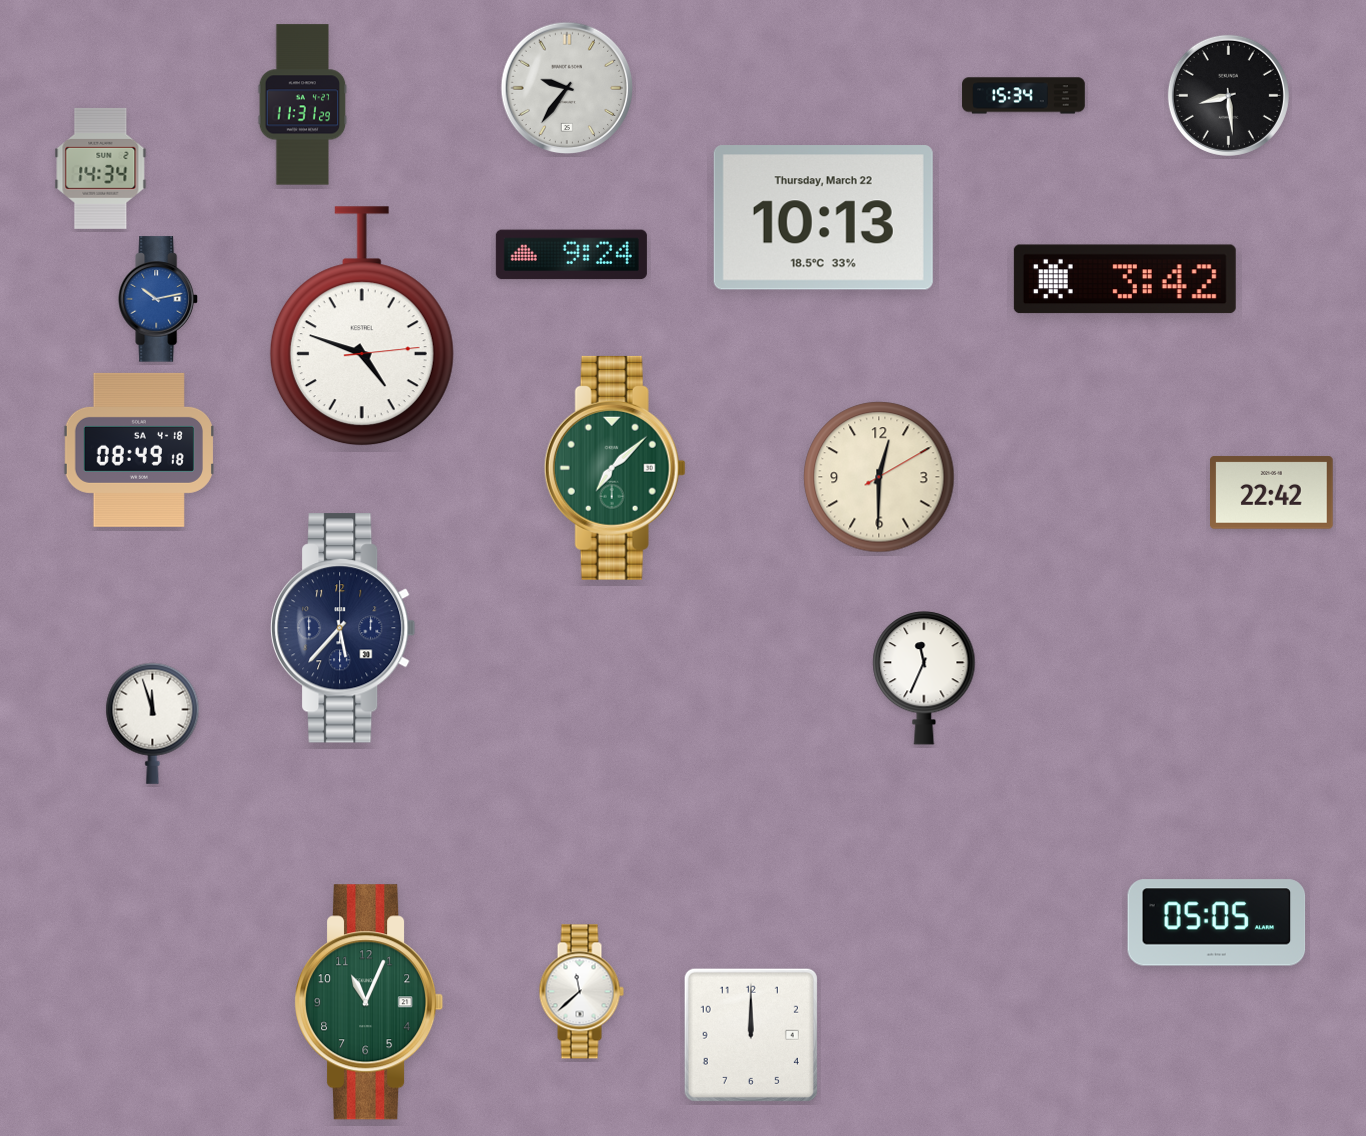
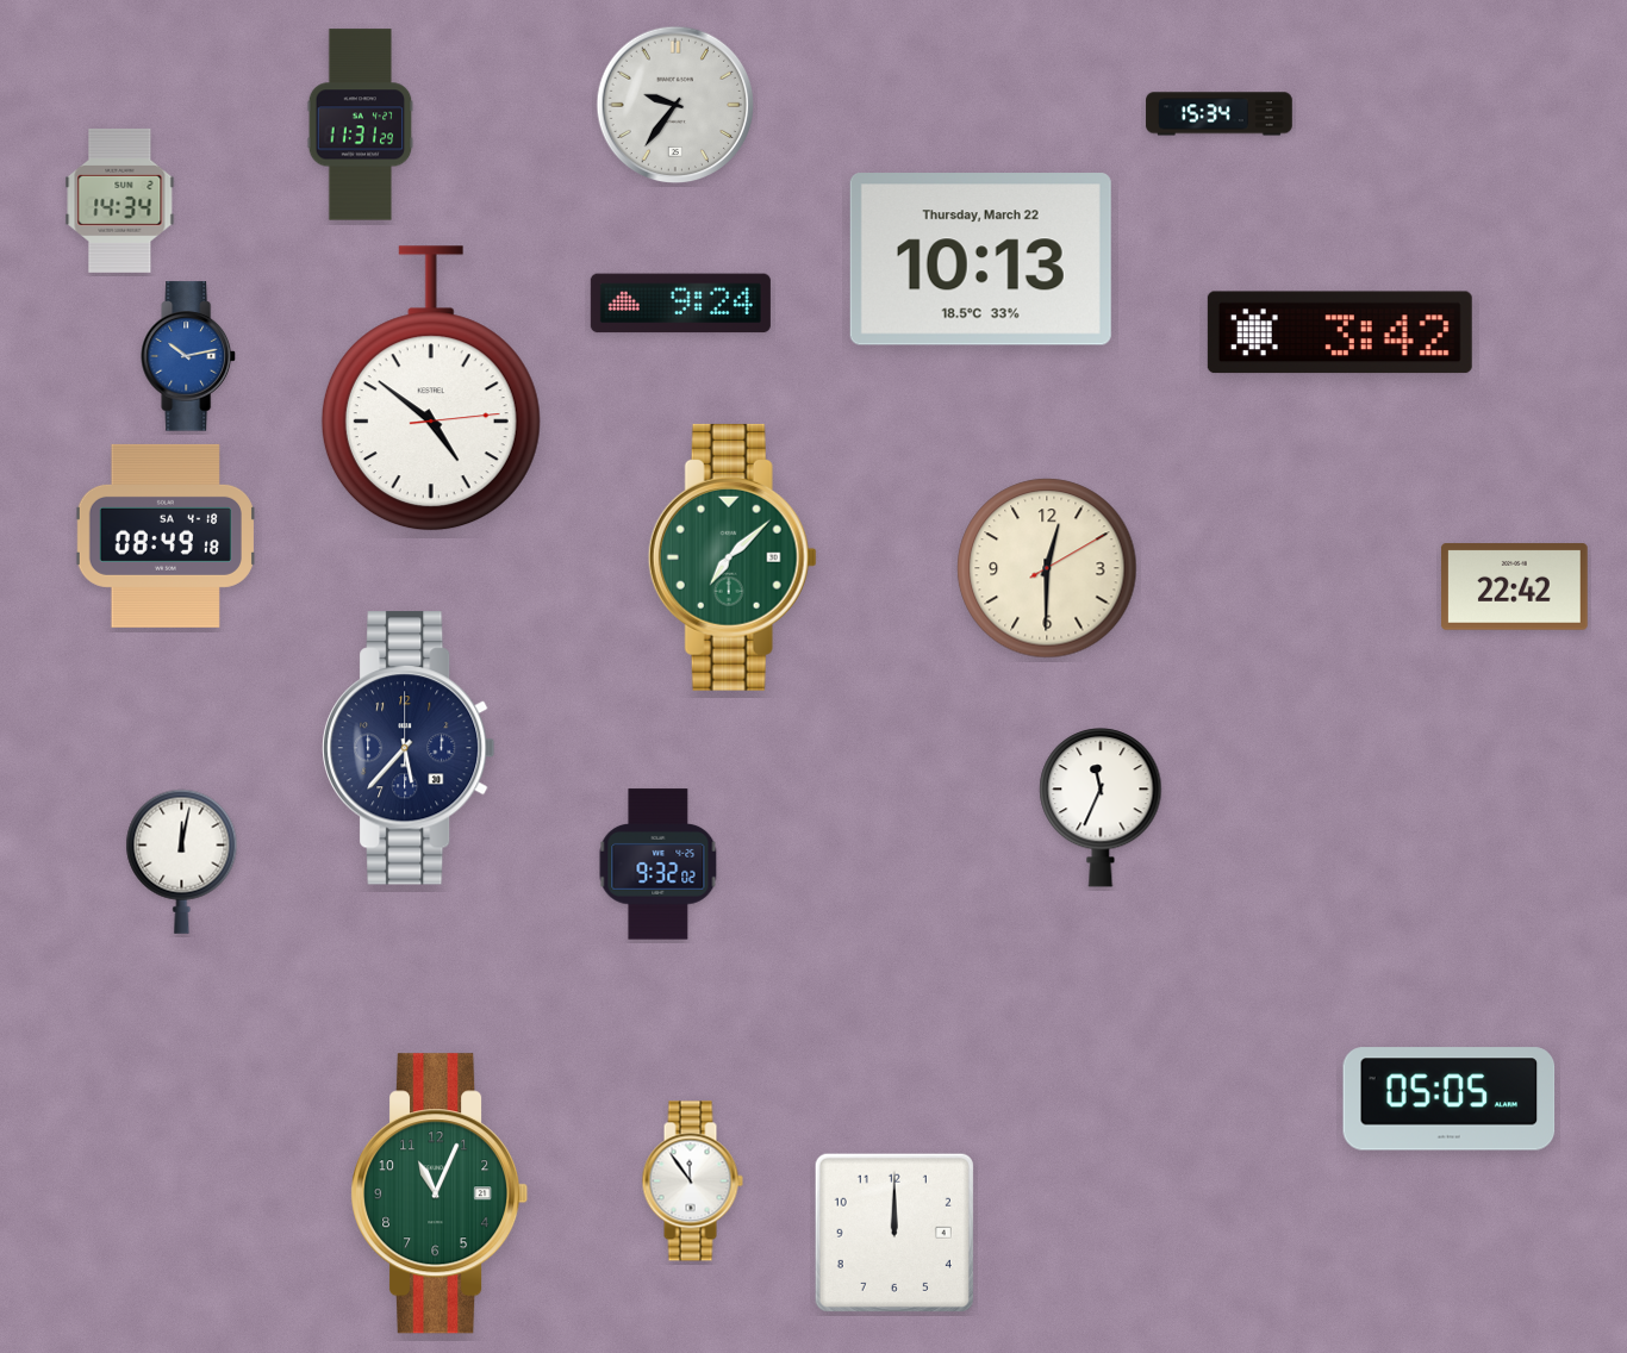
clock at (1228, 95): 8:29 -> none
clock at (362, 327): 4:48 -> 4:51
clock at (153, 723): 11:57 -> 12:02
clock at (659, 865): none -> 9:32
clock at (581, 992): 11:38 -> 11:54
